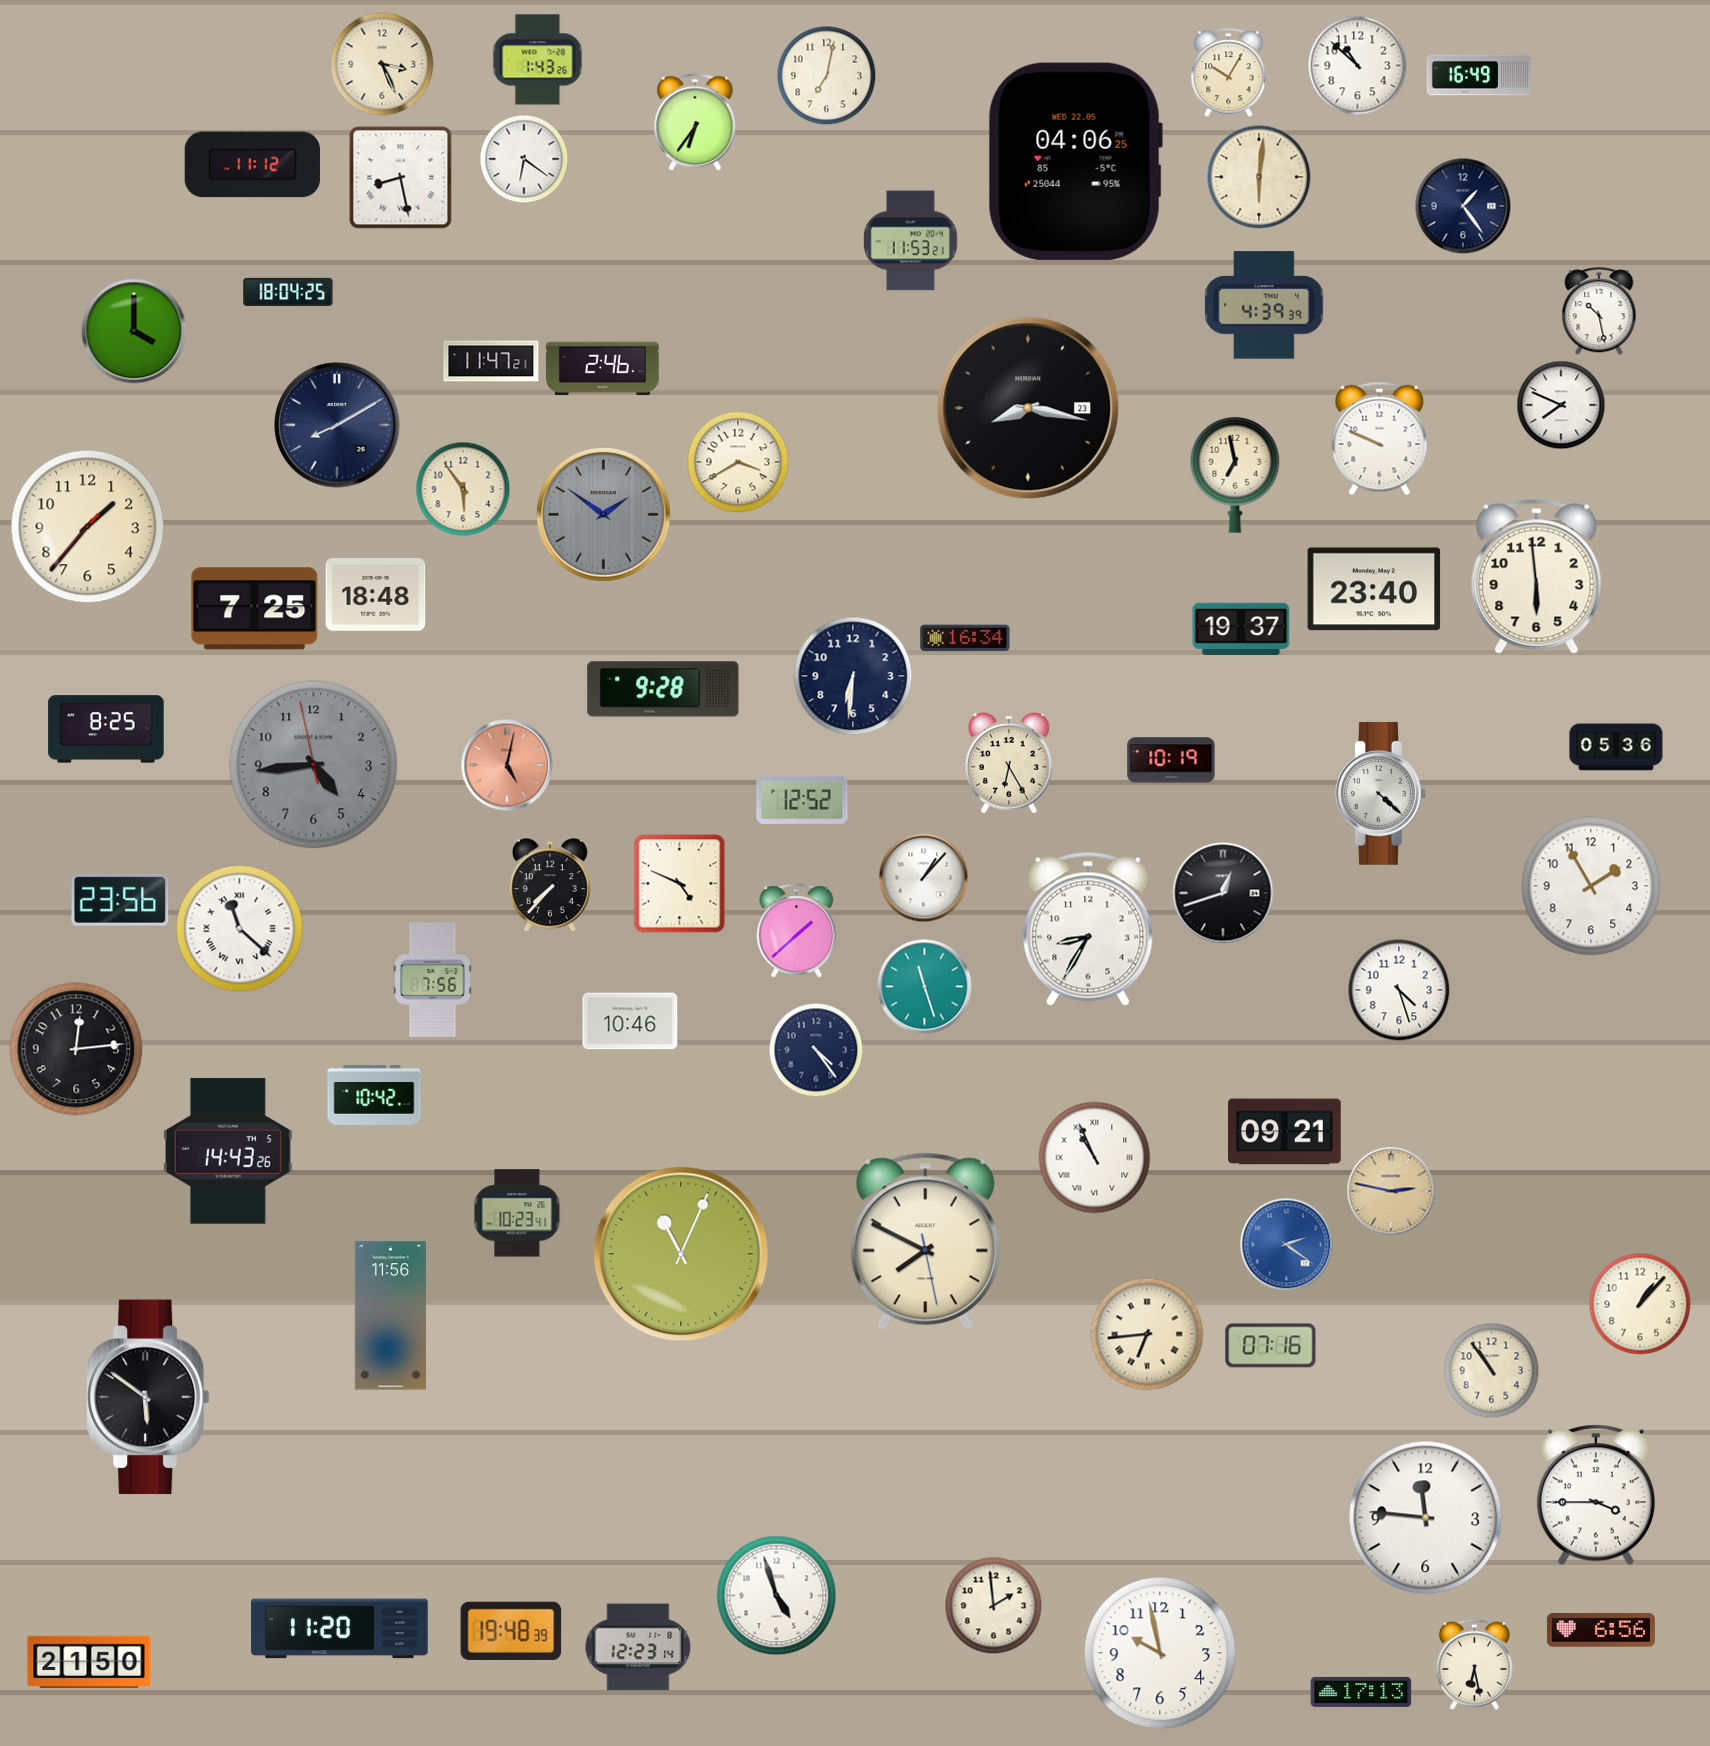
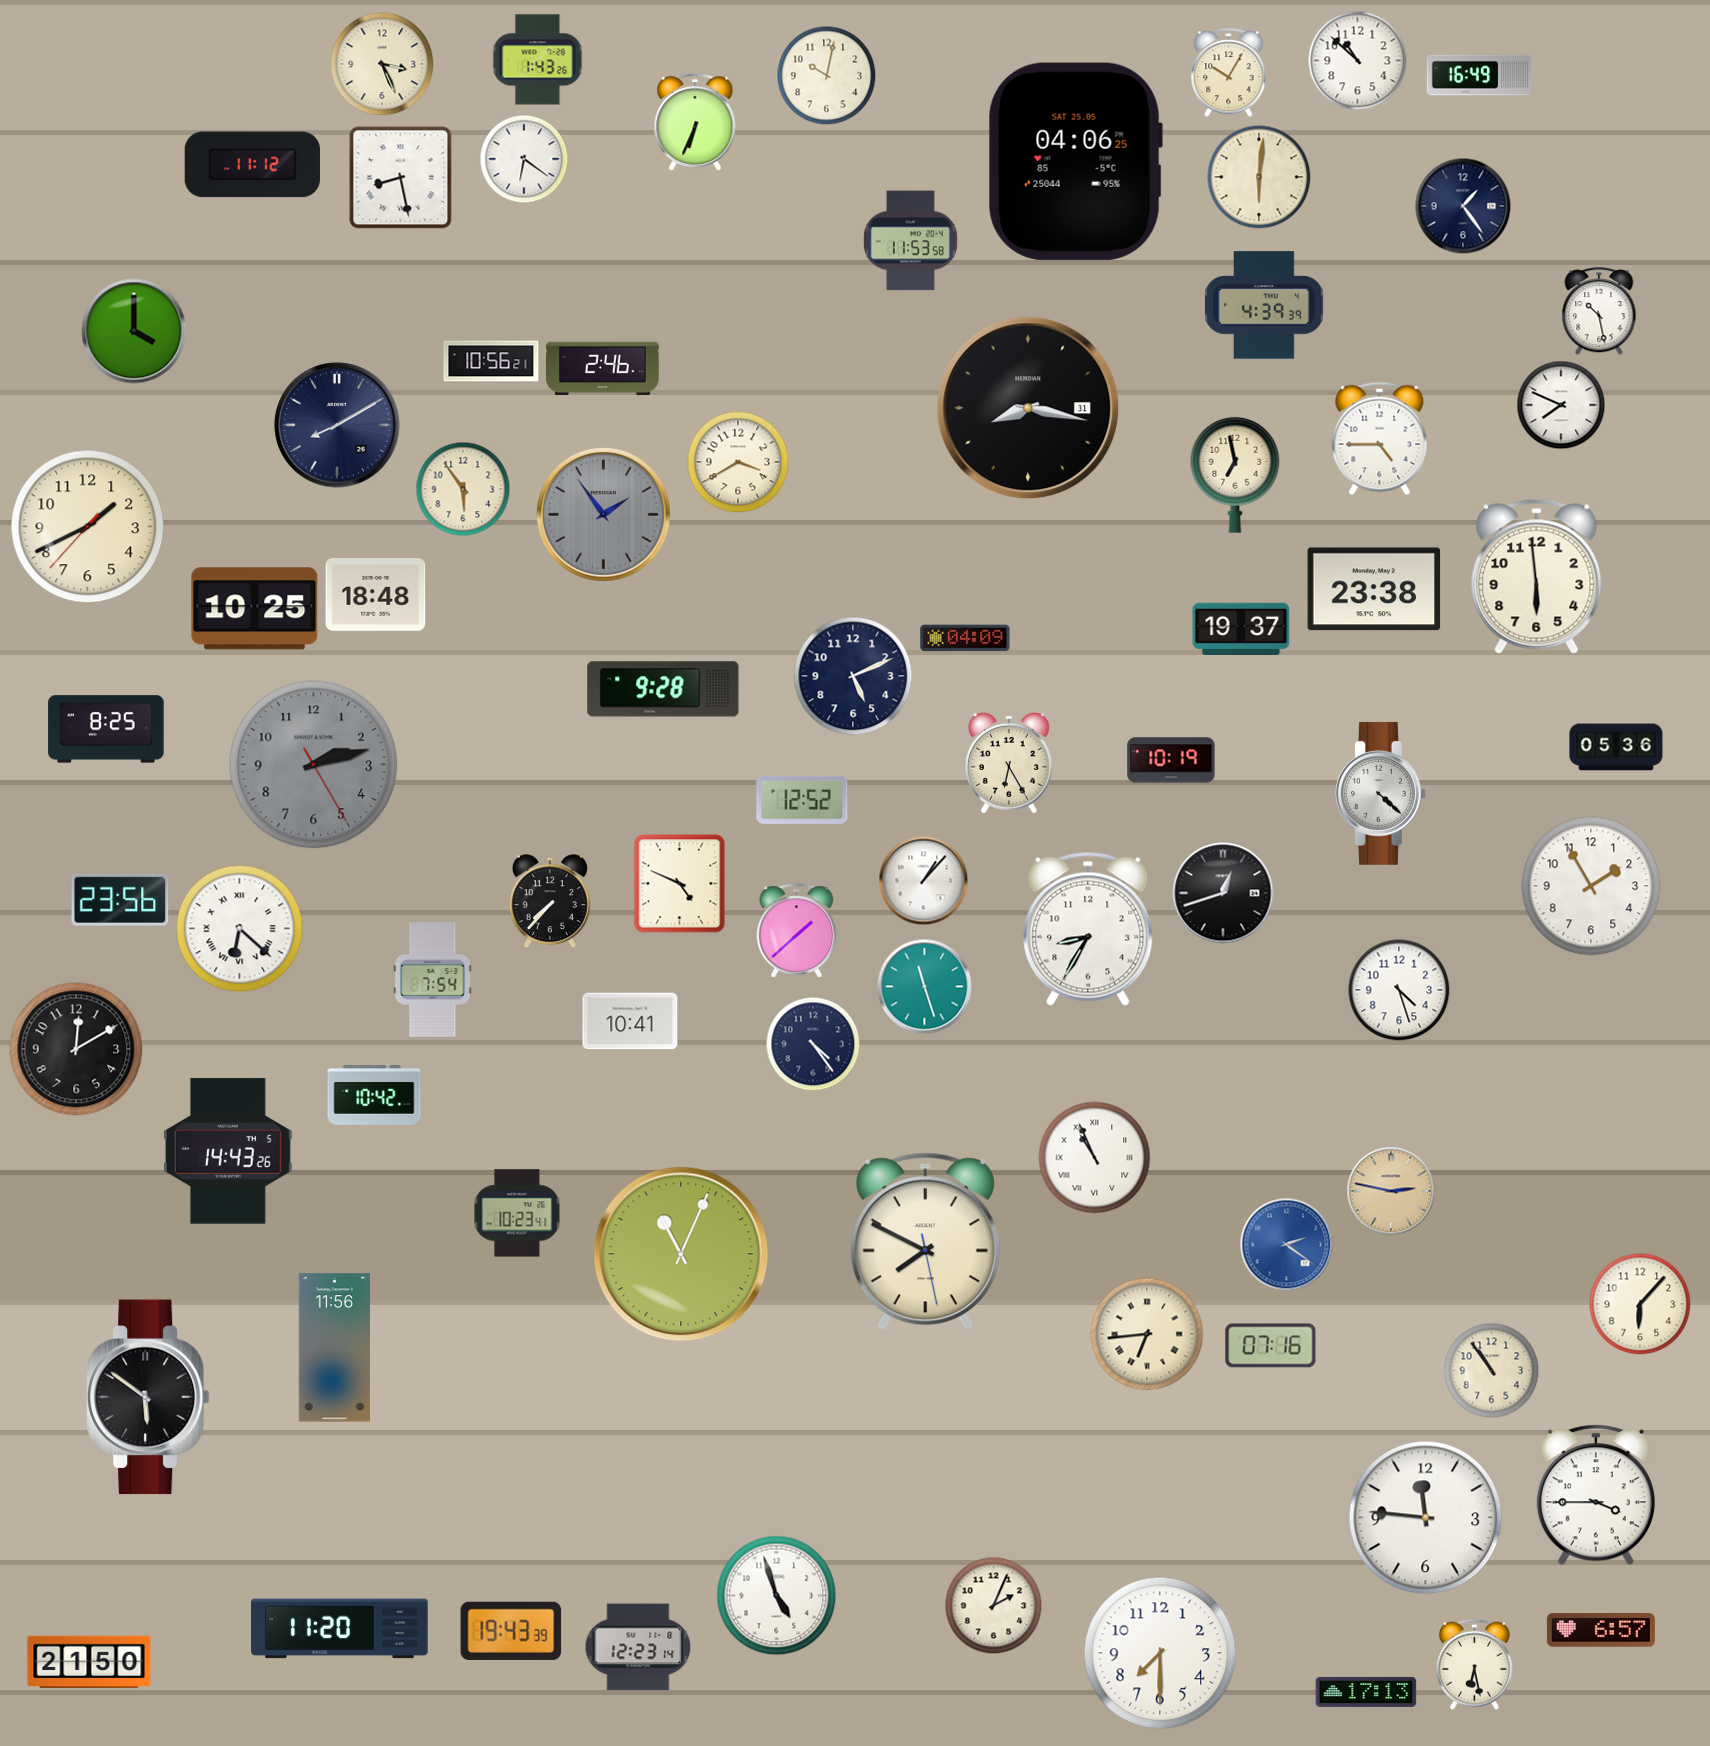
clock at (1358, 66) position: (1358, 66) -> (1358, 61)
clock at (827, 76): 7:02 -> 10:02
clock at (695, 122): 6:36 -> 6:34
clock at (1075, 161) date: WED 22.05 -> SAT 25.05
clock at (910, 241): 11:53:21 -> 11:53:58
clock at (288, 292): 18:04 -> none
clock at (491, 361): 11:47 -> 10:56
clock at (1028, 408) date: 23 -> 31
clock at (1380, 439): 9:49 -> 4:45
clock at (604, 515): 1:51 -> 1:54
clock at (88, 527): 1:36 -> 1:40
clock at (1374, 589): 23:40 -> 23:38
clock at (255, 609): 7:25 -> 10:25
clock at (965, 638): 16:34 -> 04:09
clock at (853, 676): 6:31 -> 5:11
clock at (314, 765): 4:43 -> 2:12
clock at (507, 765): 5:02 -> none
clock at (924, 878) position: (924, 878) -> (924, 881)
clock at (550, 886) position: (550, 886) -> (550, 902)
clock at (240, 929): 11:22 -> 6:22
clock at (433, 980): 7:56 -> 7:54
clock at (630, 1021): 10:46 -> 10:41
clock at (76, 1049): 12:14 -> 12:10
clock at (816, 1050) position: (816, 1050) -> (813, 1044)
clock at (1285, 1132): 09:21 -> none
clock at (1640, 1304): 1:07 -> 6:07
clock at (390, 1316) position: (390, 1316) -> (334, 1348)
clock at (994, 1606): 1:59 -> 2:04
clock at (1601, 1630): 6:56 -> 6:57
clock at (511, 1631): 19:48 -> 19:43
clock at (1160, 1653): 9:58 -> 7:30
clock at (1361, 1692) position: (1361, 1692) -> (1366, 1692)
